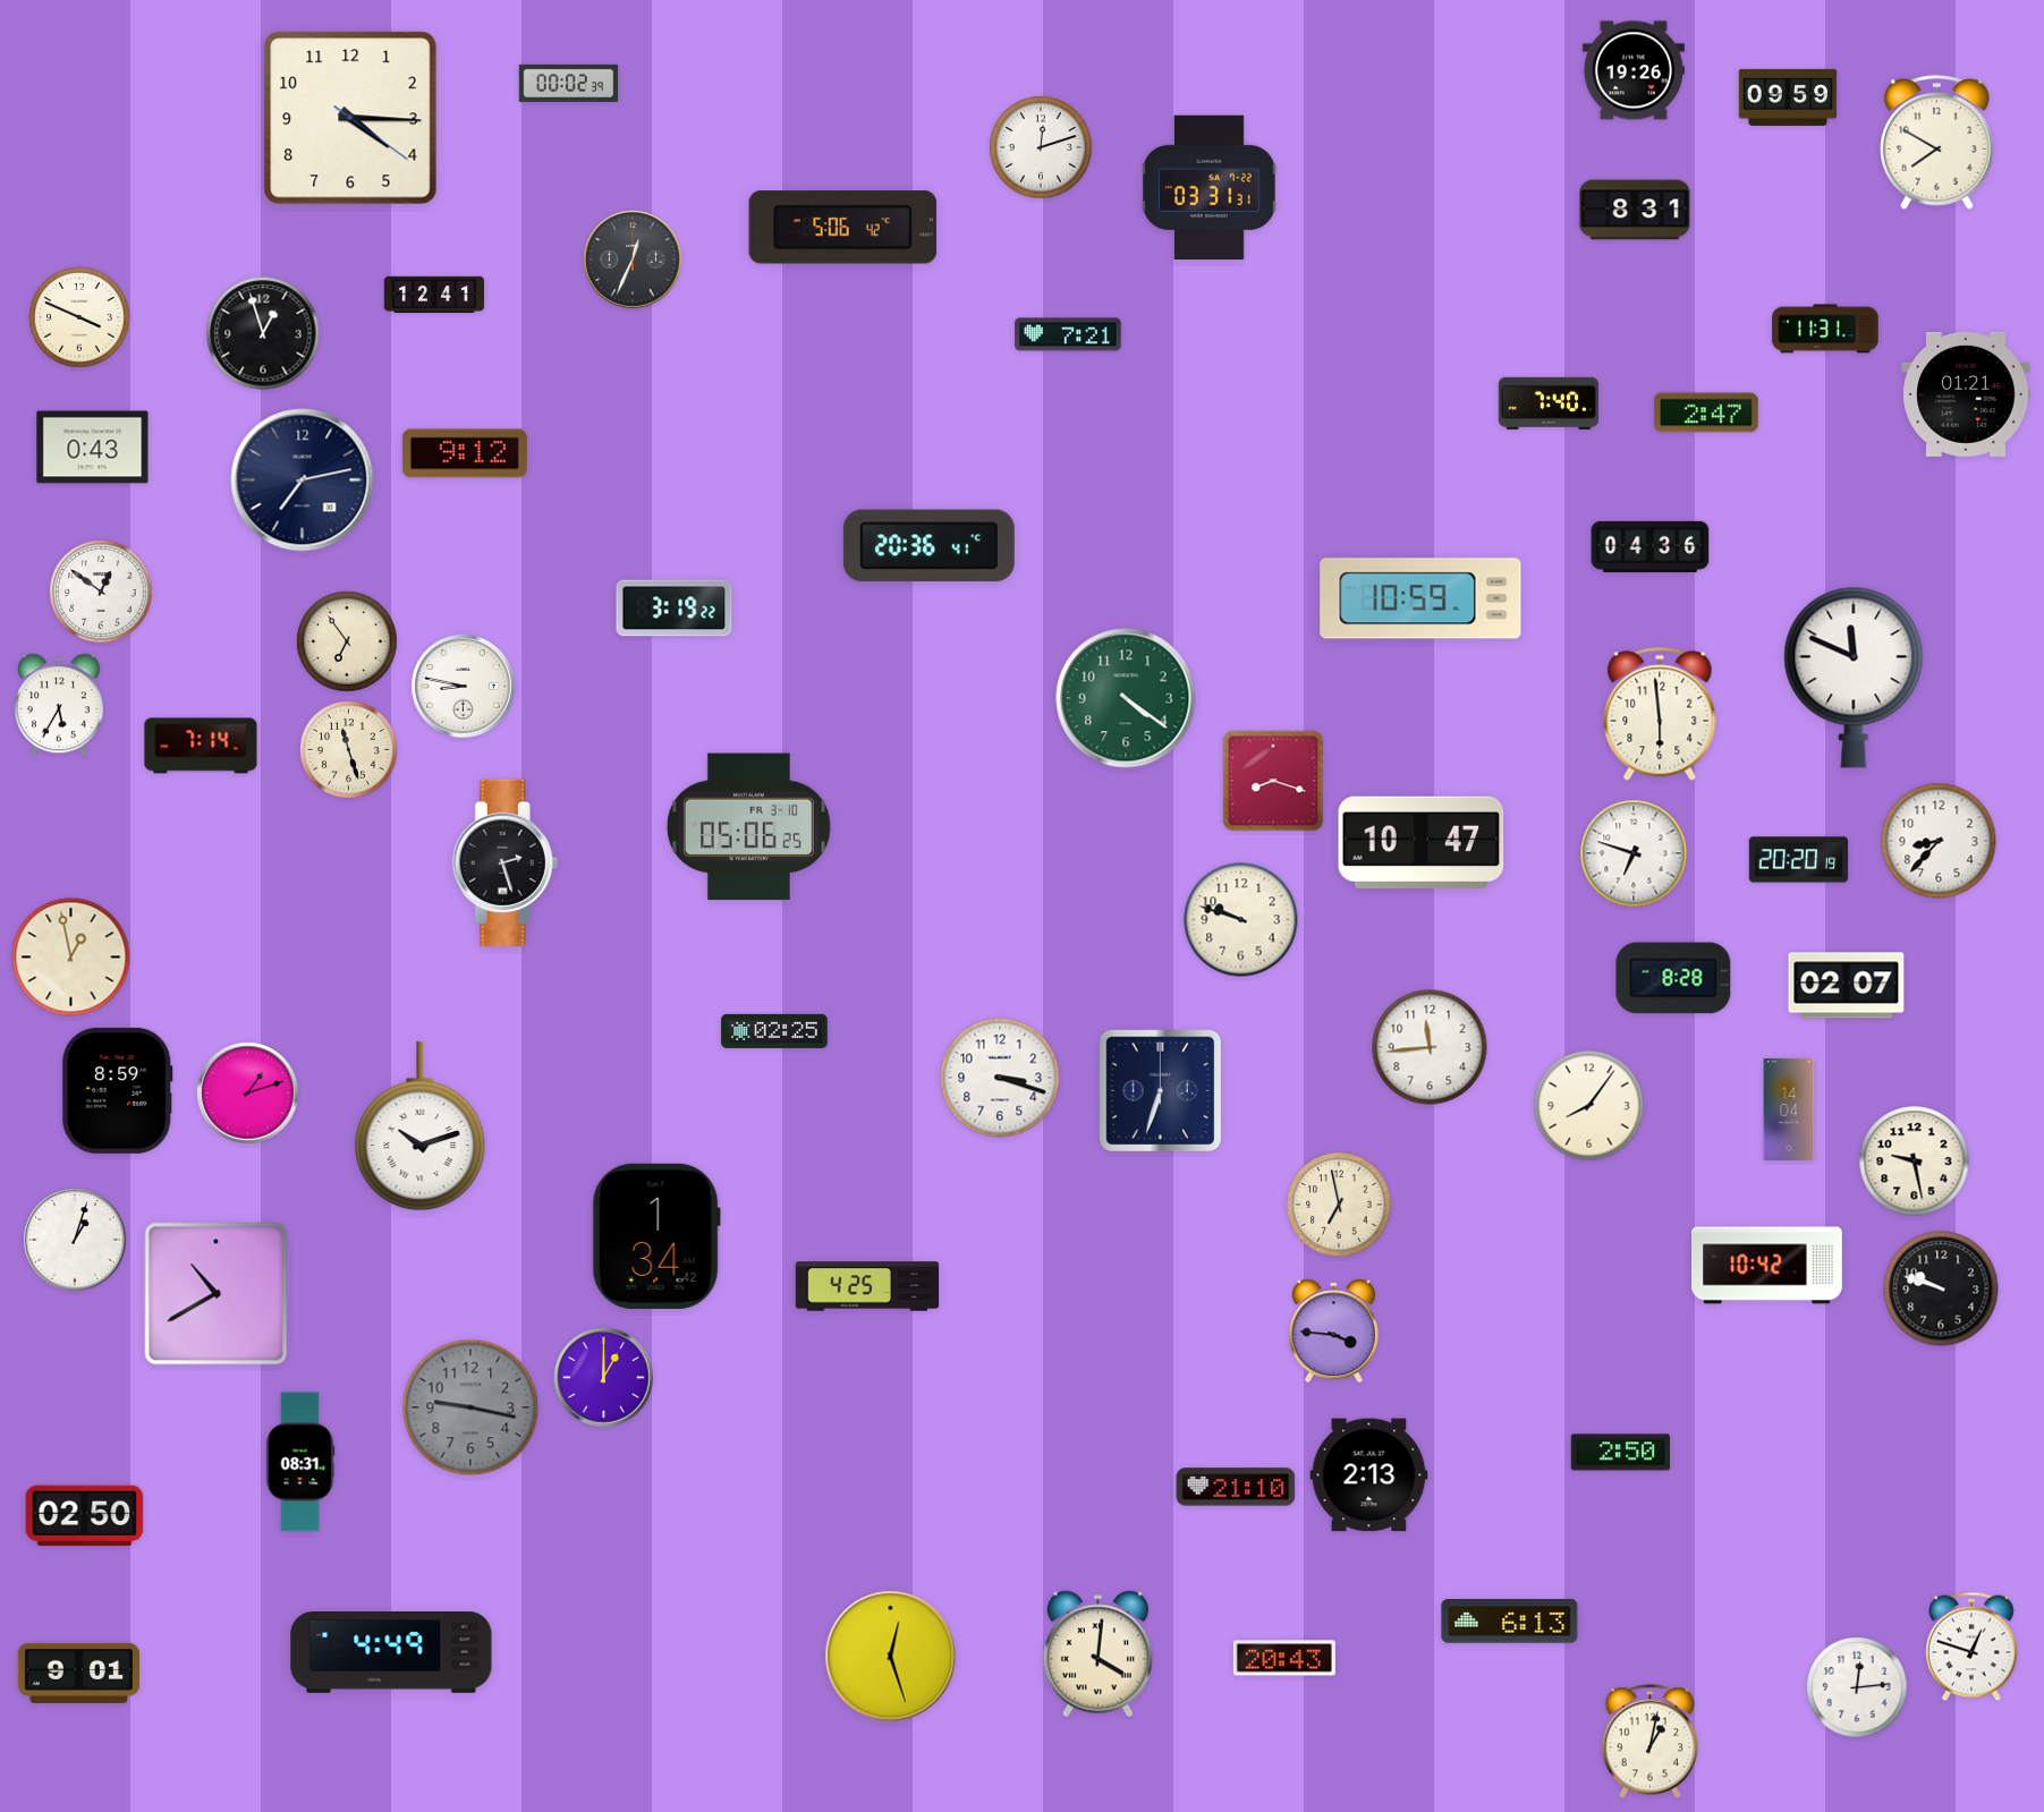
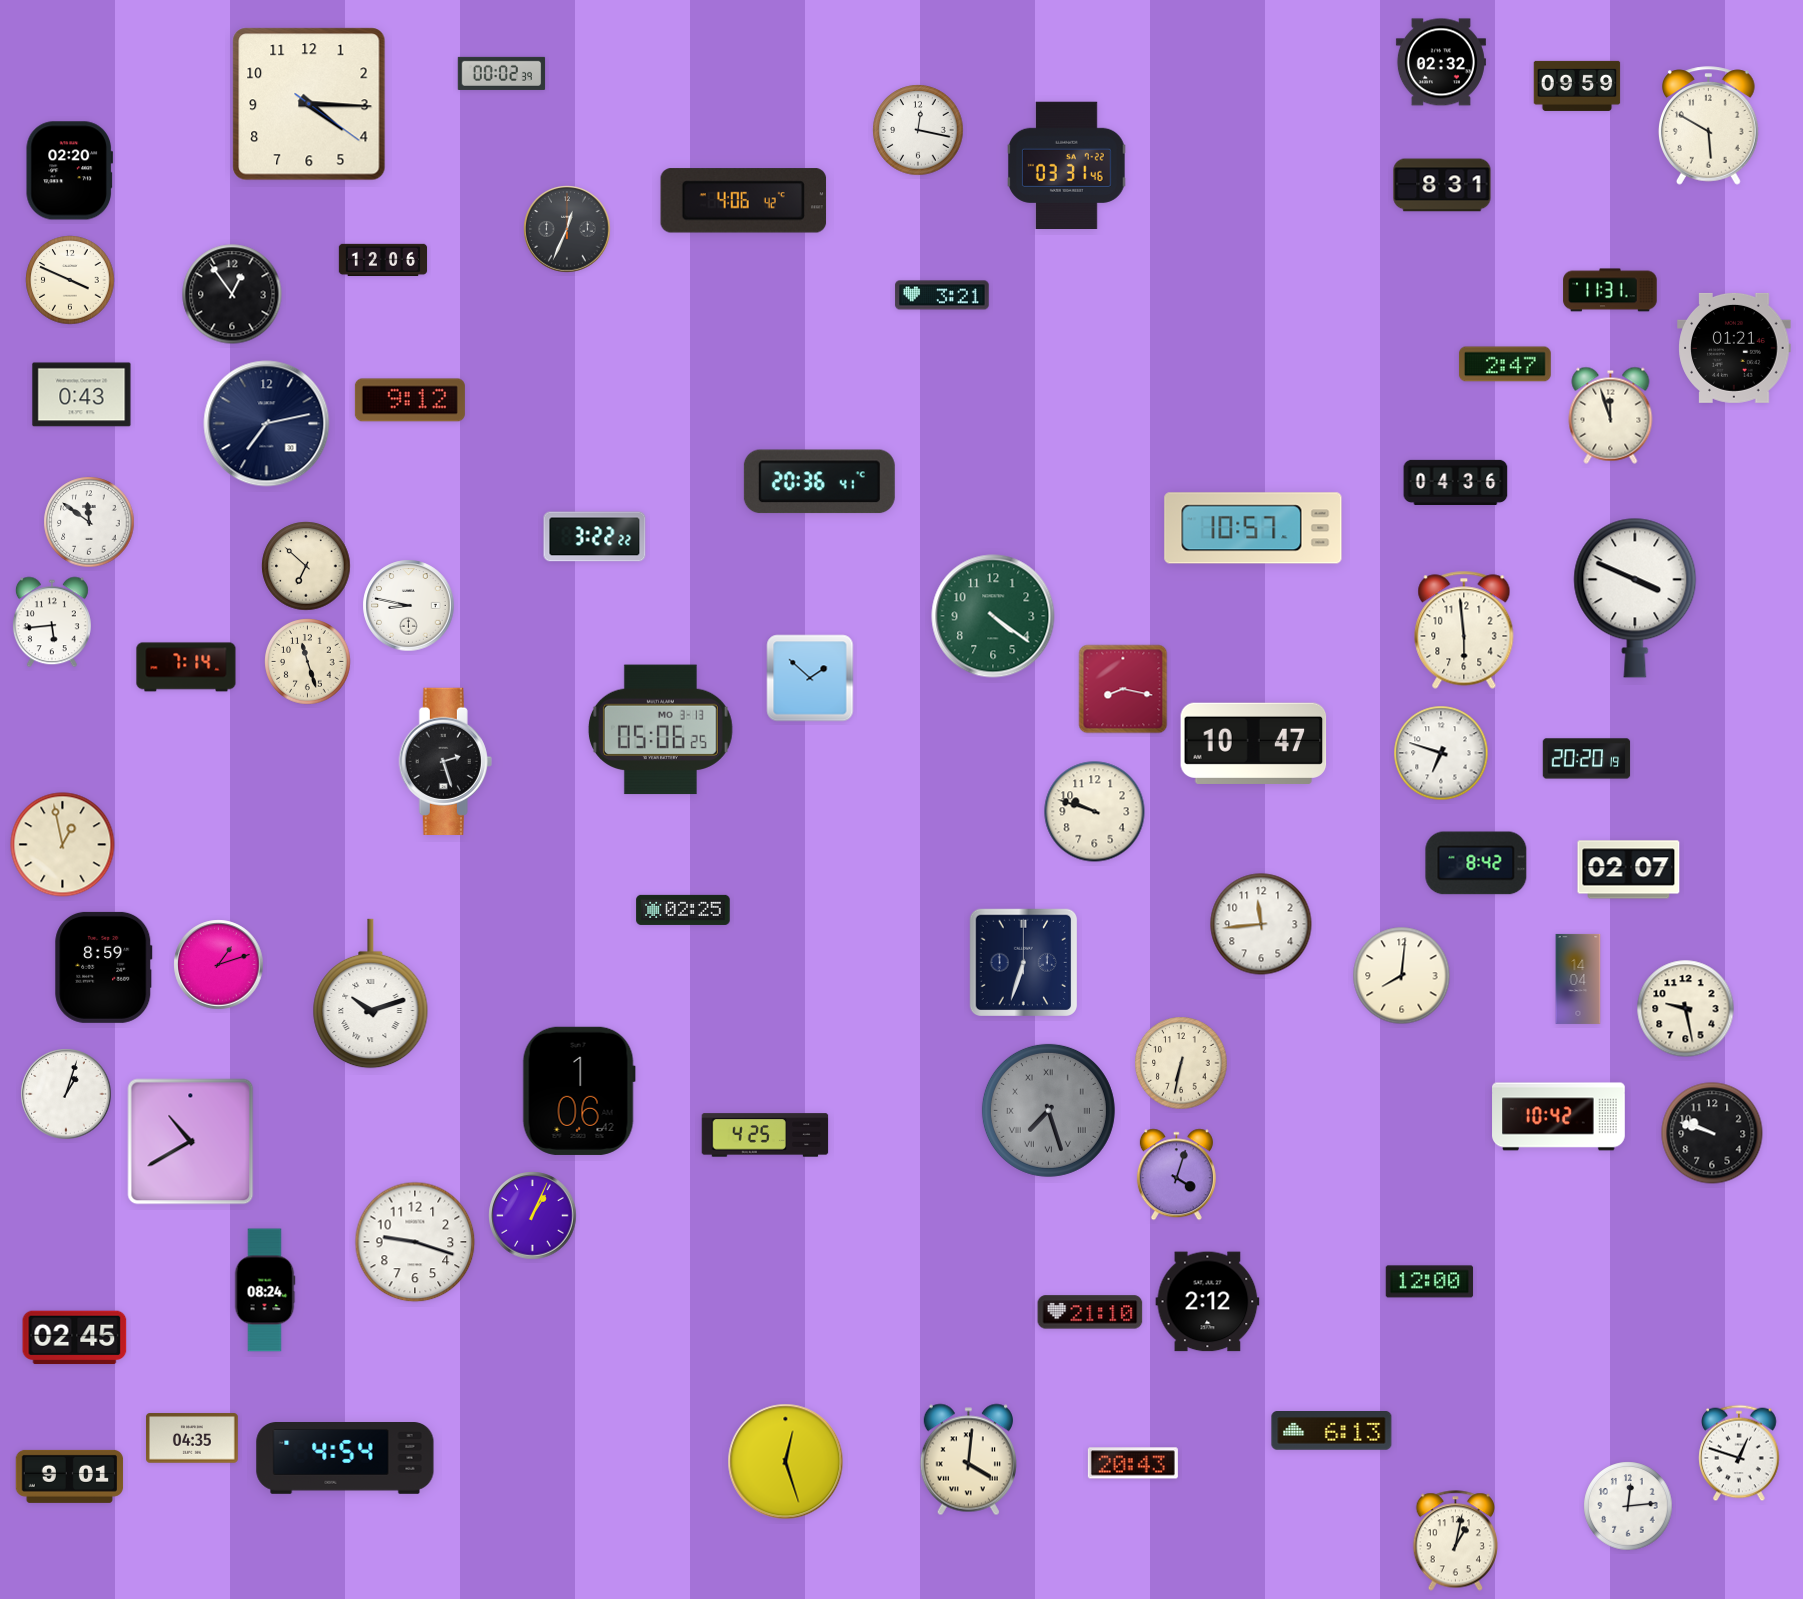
clock at (1634, 70): 19:26 -> 02:32
clock at (1937, 143): 7:50 -> 5:50
clock at (1041, 147): 12:12 -> 12:17
clock at (1208, 187): 03:31:31 -> 03:31:46
clock at (69, 171): none -> 02:20
clock at (843, 228): 5:06 -> 4:06
clock at (633, 260) position: (633, 260) -> (567, 229)
clock at (434, 294): 12:41 -> 12:06
clock at (263, 333): 12:57 -> 12:54
clock at (1068, 334): 7:21 -> 3:21
clock at (1549, 403): 7:40 -> none
clock at (1611, 415): none -> 11:57
clock at (101, 592): 12:51 -> 11:51
clock at (1420, 598): 10:59 -> 10:57
clock at (675, 609): 3:19 -> 3:22
clock at (347, 641): 6:54 -> 6:52
clock at (1854, 678): 11:49 -> 3:49
clock at (59, 705): 5:35 -> 5:44
clock at (201, 746) position: (201, 746) -> (186, 667)
clock at (810, 678): none -> 1:52
clock at (1273, 781): 8:18 -> 8:17
clock at (748, 827) date: FR 3-10 -> MO 3-13
clock at (1939, 841): 8:37 -> none
clock at (1673, 978): 8:28 -> 8:42
clock at (1000, 1078): 3:18 -> none
clock at (118, 1090) position: (118, 1090) -> (104, 967)
clock at (1589, 1106): 8:06 -> 8:01
clock at (1915, 1162) position: (1915, 1162) -> (1686, 1009)
clock at (1339, 1205): 6:58 -> 6:32
clock at (656, 1236): 1:34 -> 1:06
clock at (1048, 1110): none -> 7:27
clock at (1941, 1288) position: (1941, 1288) -> (1712, 1133)
clock at (1333, 1332): 3:46 -> 4:03
clock at (604, 1378): 1:00 -> 1:04
clock at (470, 1407): 9:17 -> 9:18
clock at (470, 1407) dial: grey -> white
clock at (1621, 1453): 2:50 -> 12:00
clock at (300, 1462): 08:31 -> 08:24
clock at (1369, 1475): 2:13 -> 2:12
clock at (85, 1516): 02:50 -> 02:45
clock at (193, 1438): none -> 04:35
clock at (391, 1653): 4:49 -> 4:54
clock at (1857, 1687) position: (1857, 1687) -> (1628, 1506)
clock at (1649, 1742) position: (1649, 1742) -> (1455, 1541)
